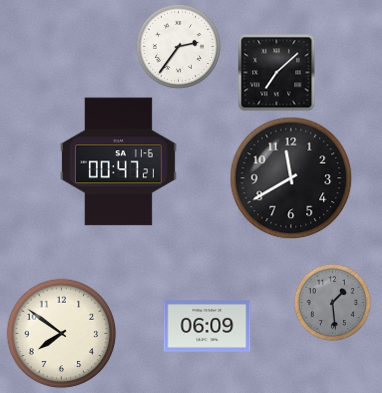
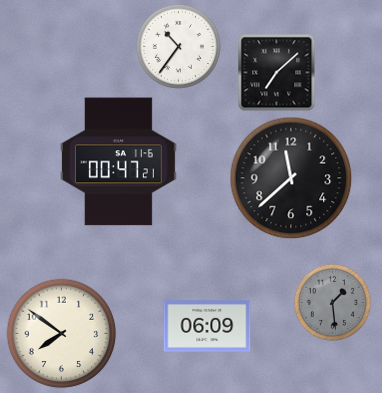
clock at (178, 46): 2:36 -> 10:36
clock at (291, 178): 11:40 -> 11:38
